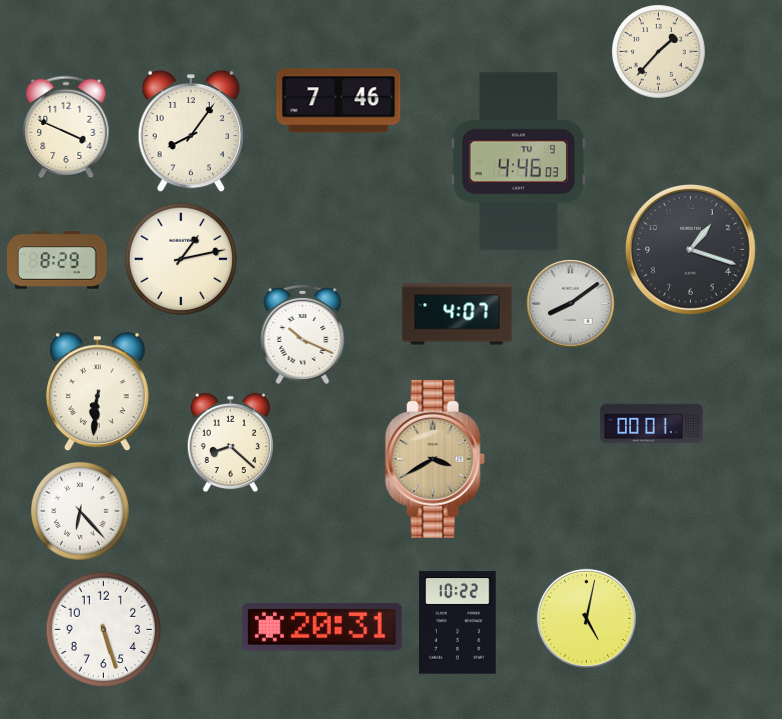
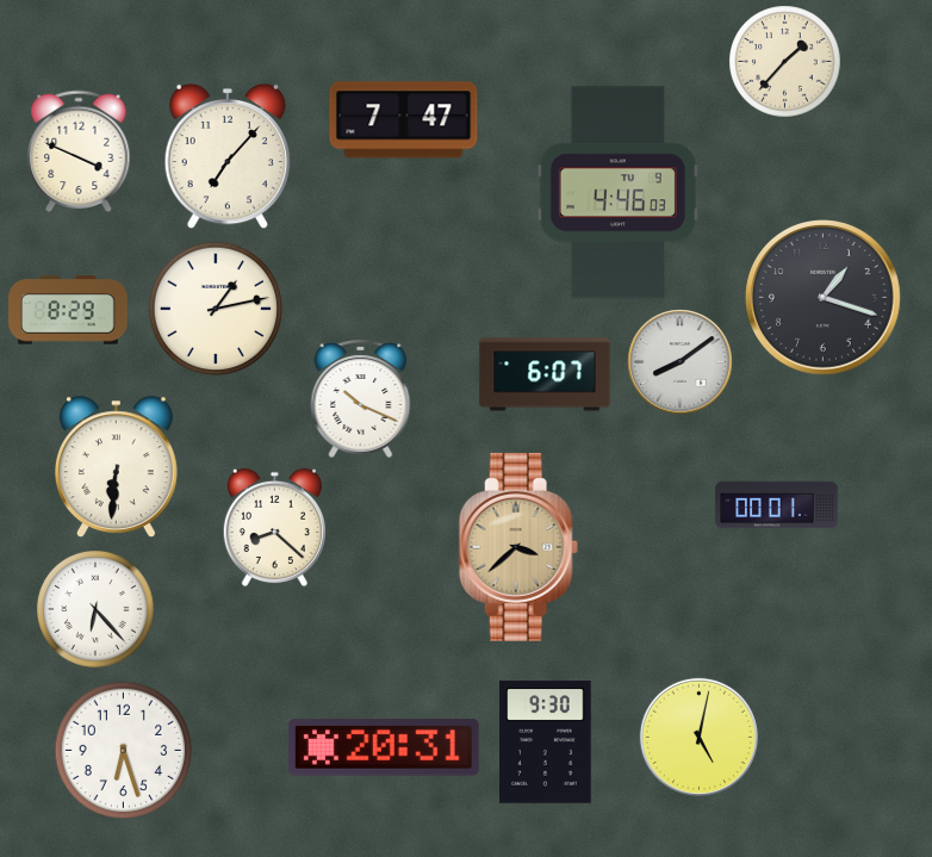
clock at (339, 101): 7:46 -> 7:47
clock at (190, 131): 8:06 -> 7:07
clock at (457, 314): 4:07 -> 6:07
clock at (435, 459): 3:40 -> 3:38
clock at (458, 623): 10:22 -> 9:30
clock at (103, 629): 5:27 -> 6:27
